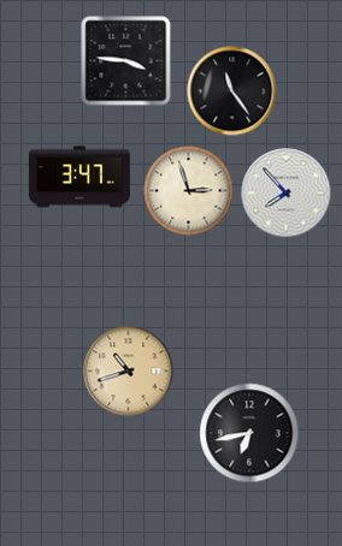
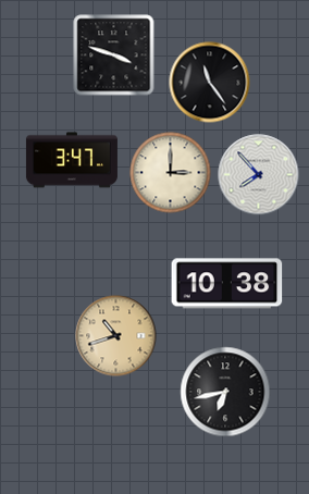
clock at (126, 61): 3:46 -> 3:48
clock at (189, 191): 2:57 -> 3:00
clock at (227, 284): none -> 10:38
